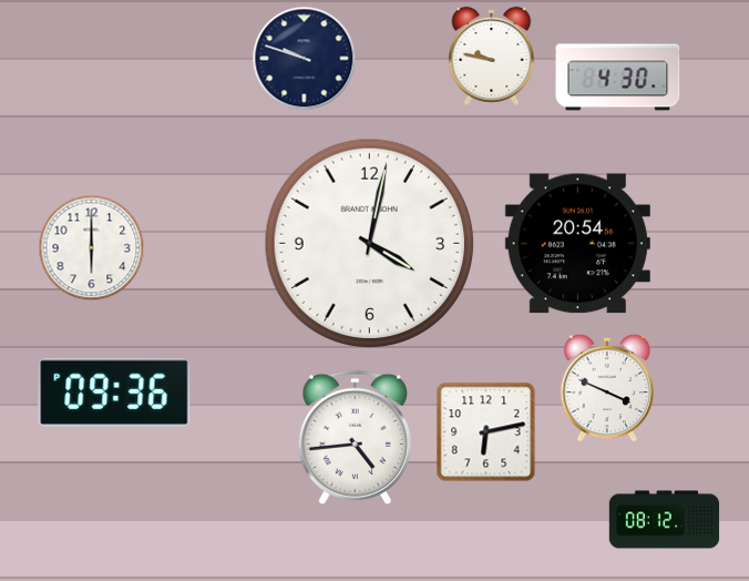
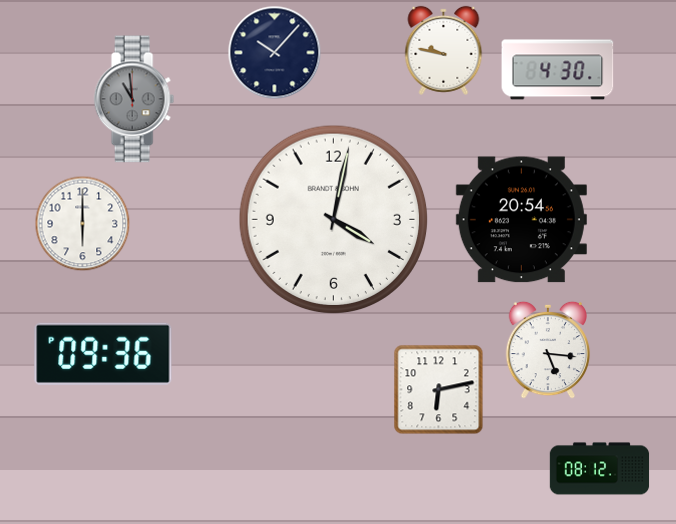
clock at (305, 59): 9:48 -> 10:07
clock at (134, 99): none -> 10:59
clock at (607, 388): 3:49 -> 5:16
clock at (355, 438): 4:44 -> none
